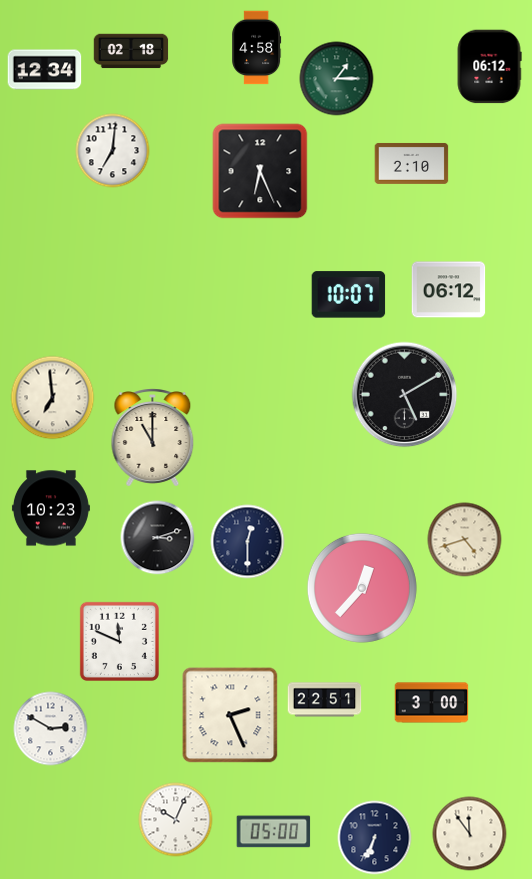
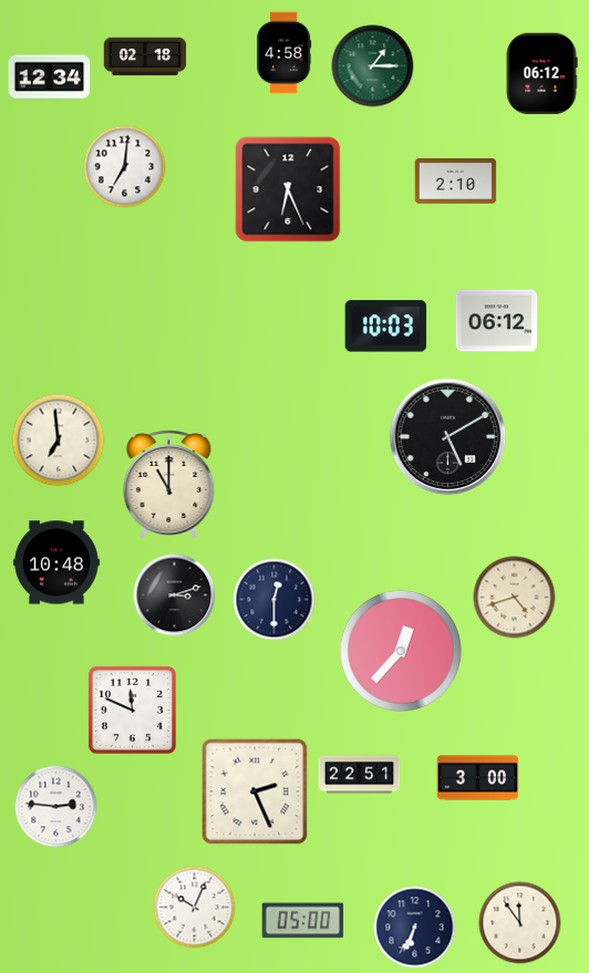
clock at (337, 79) position: (337, 79) -> (373, 66)
clock at (349, 295): 10:07 -> 10:03
clock at (51, 508): 10:23 -> 10:48
clock at (51, 729): 2:50 -> 2:46
